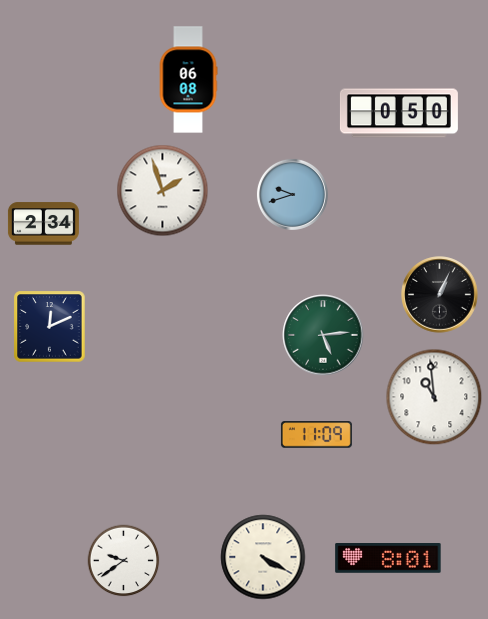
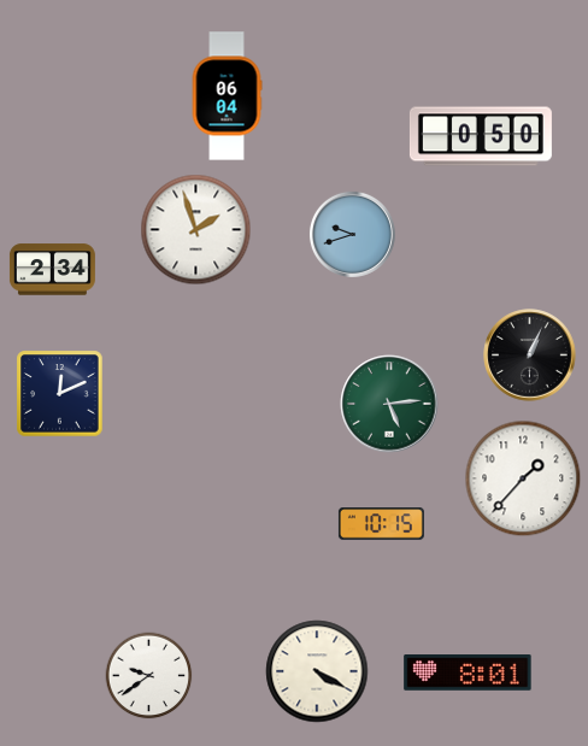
clock at (188, 80): 06:08 -> 06:04
clock at (434, 397): 10:59 -> 1:37
clock at (316, 435): 11:09 -> 10:15
